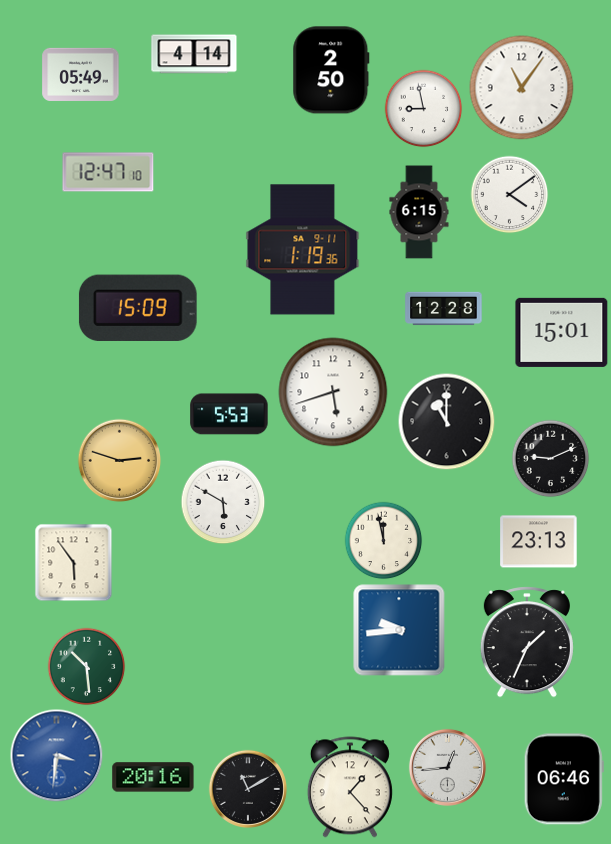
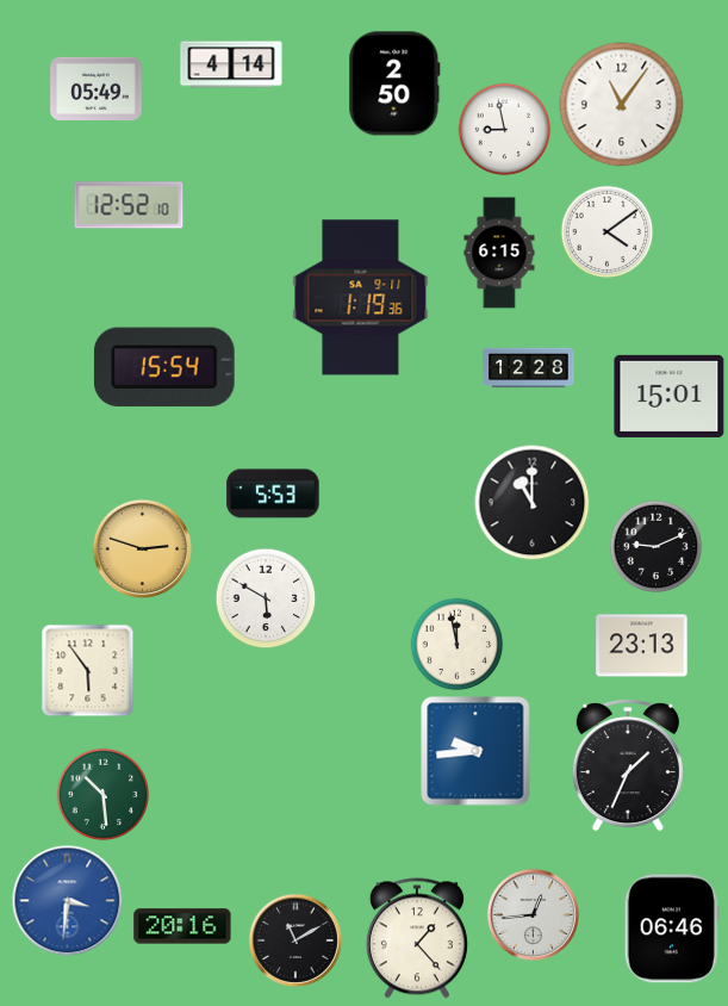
clock at (108, 172): 12:47 -> 12:52
clock at (138, 308): 15:09 -> 15:54
clock at (333, 392): 5:42 -> none
